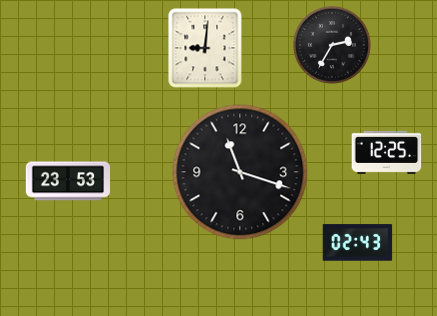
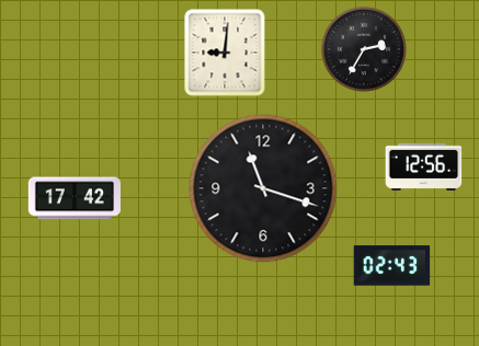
clock at (387, 152): 12:25 -> 12:56
clock at (67, 181): 23:53 -> 17:42
